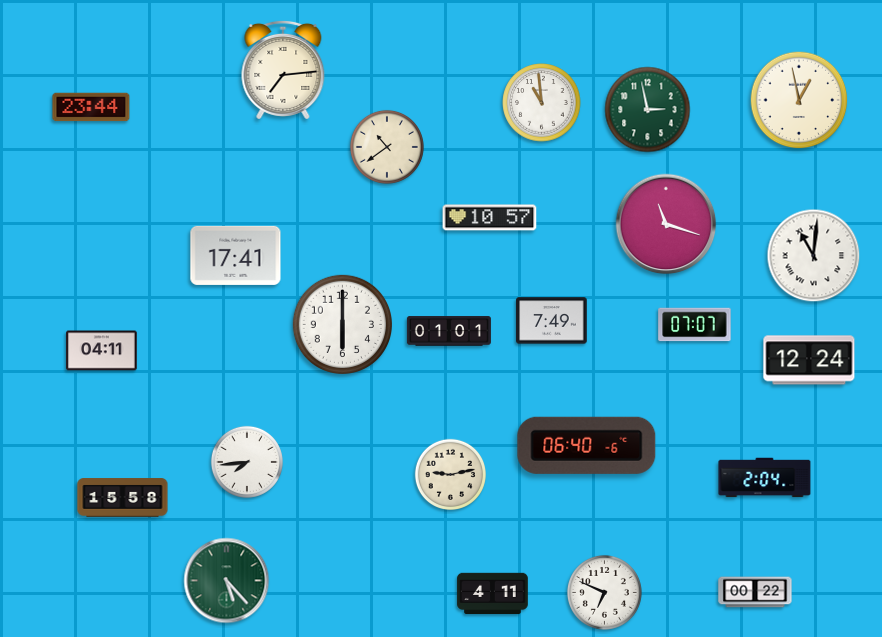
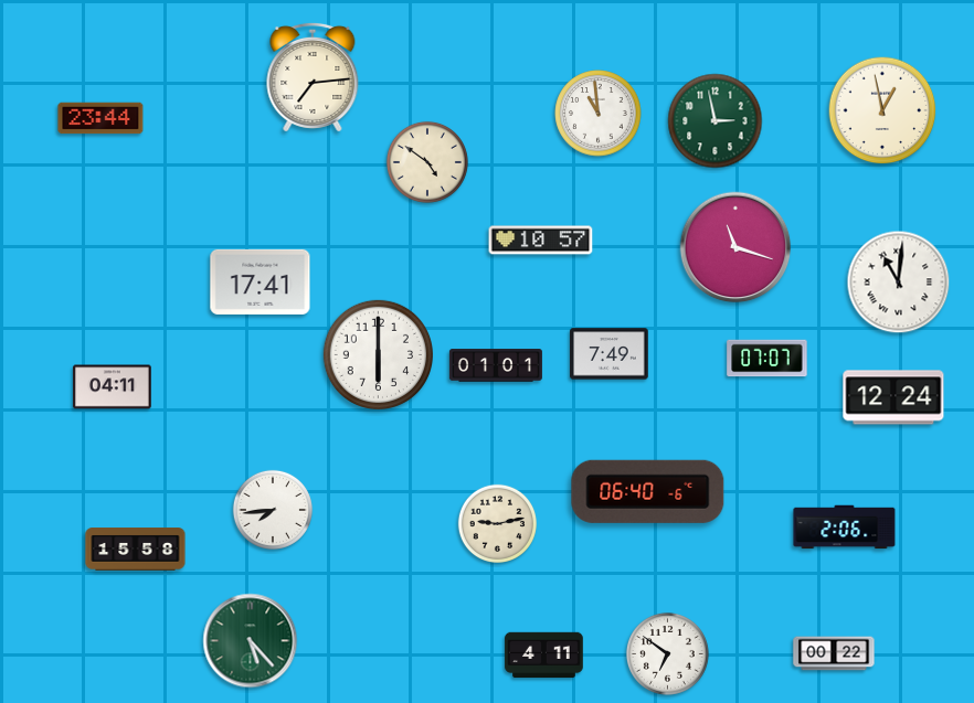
clock at (387, 147): 10:39 -> 4:51
clock at (342, 324) position: (342, 324) -> (378, 354)
clock at (765, 478): 2:04 -> 2:06
clock at (604, 592): 6:49 -> 6:51
